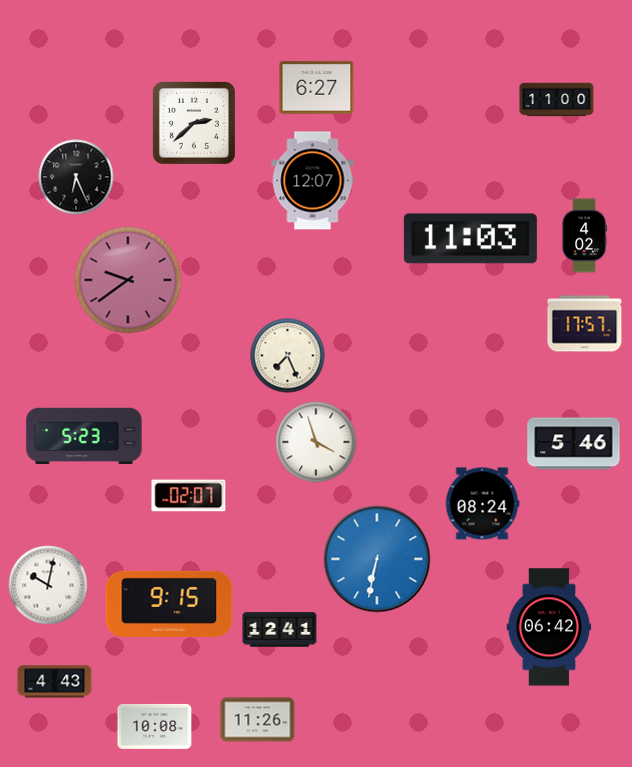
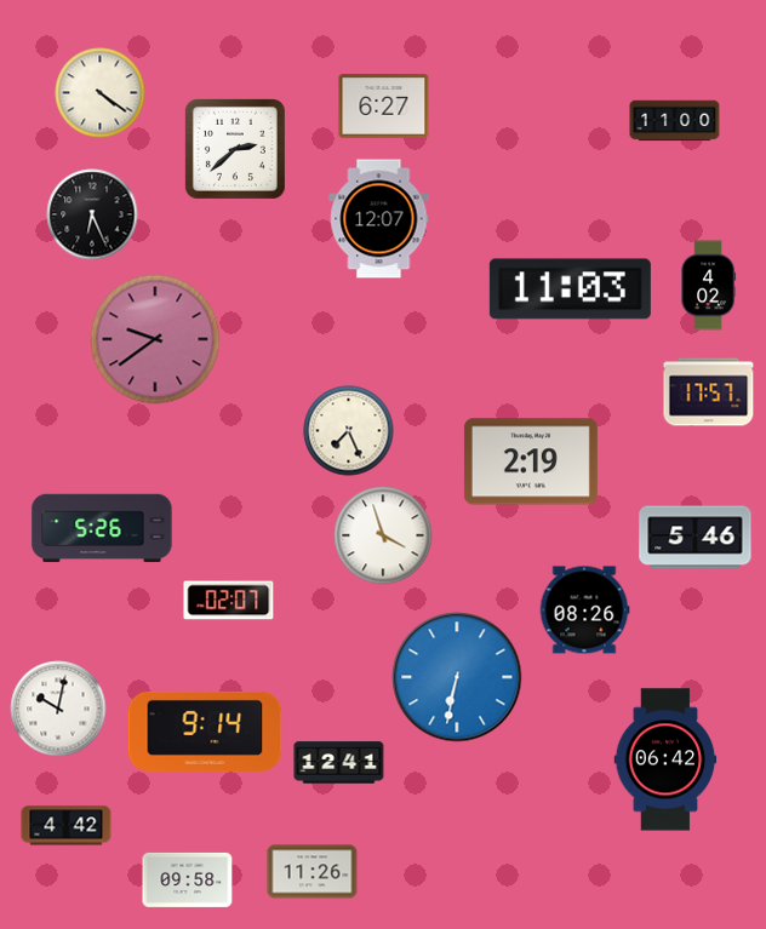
clock at (101, 93): none -> 4:21
clock at (531, 461): none -> 2:19
clock at (84, 436): 5:23 -> 5:26
clock at (482, 504): 08:24 -> 08:26
clock at (169, 604): 9:15 -> 9:14
clock at (55, 682): 4:43 -> 4:42
clock at (155, 726): 10:08 -> 09:58
